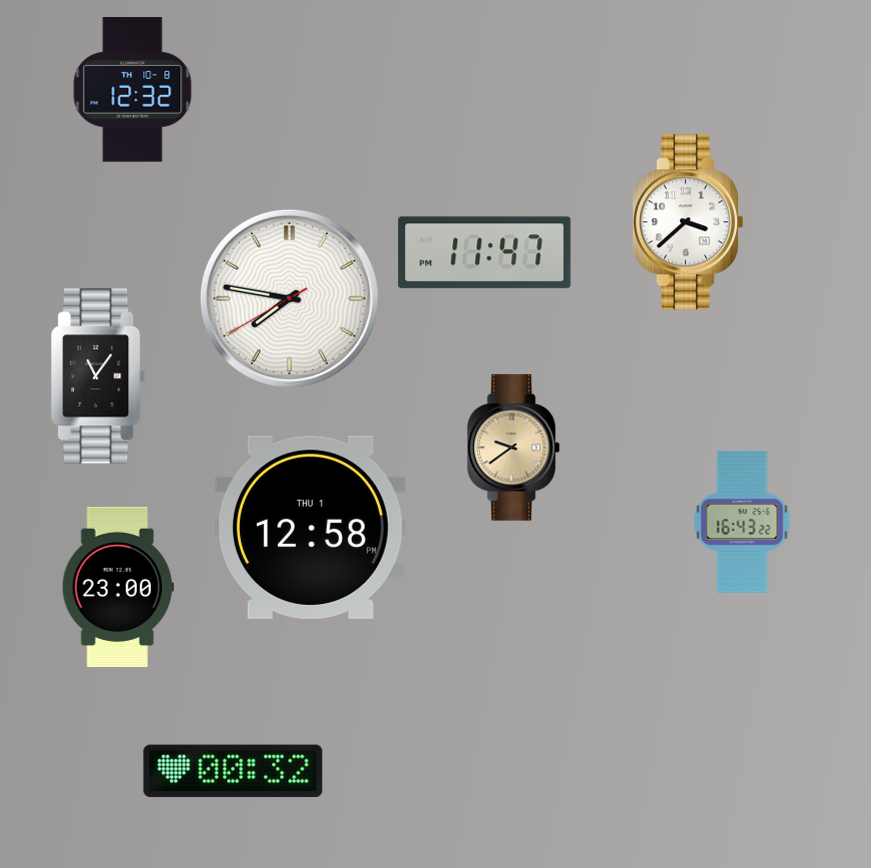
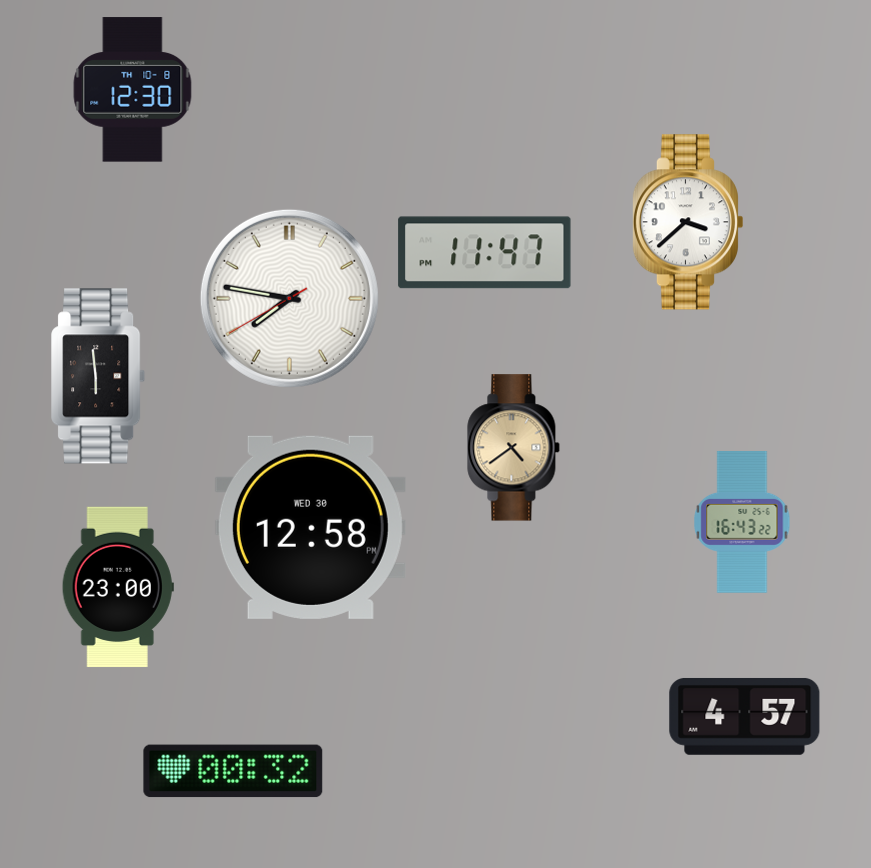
clock at (133, 90): 12:32 -> 12:30
clock at (99, 376): 11:06 -> 5:59
clock at (514, 448): 9:39 -> 4:39
clock at (310, 527) date: THU 1 -> WED 30
clock at (745, 716): none -> 4:57
